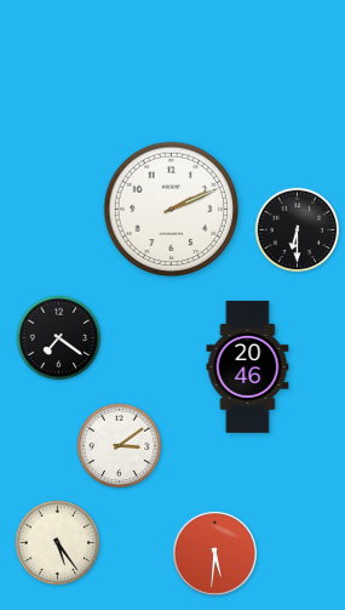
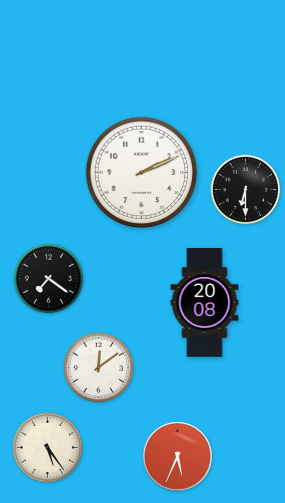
clock at (248, 367): 20:46 -> 20:08
clock at (120, 446): 3:09 -> 12:09
clock at (214, 553): 5:31 -> 5:34
